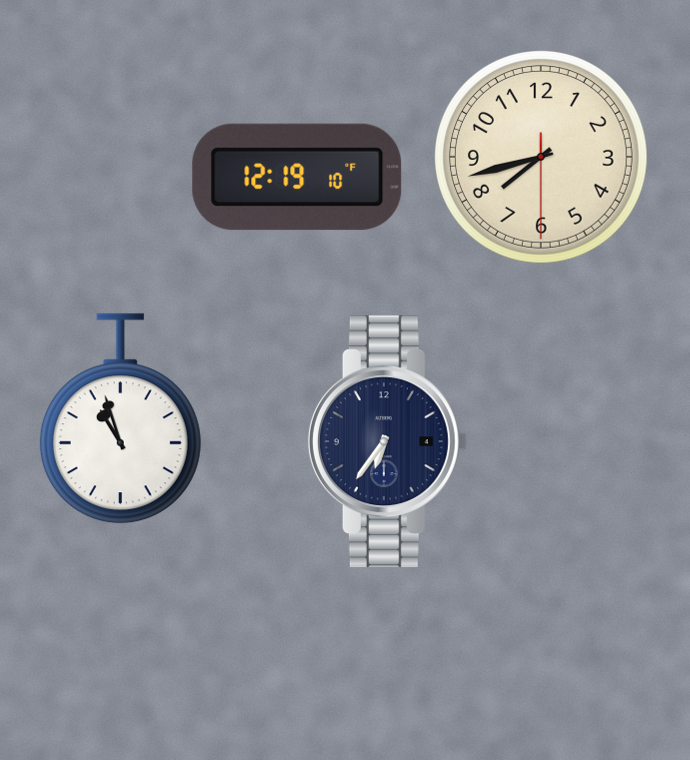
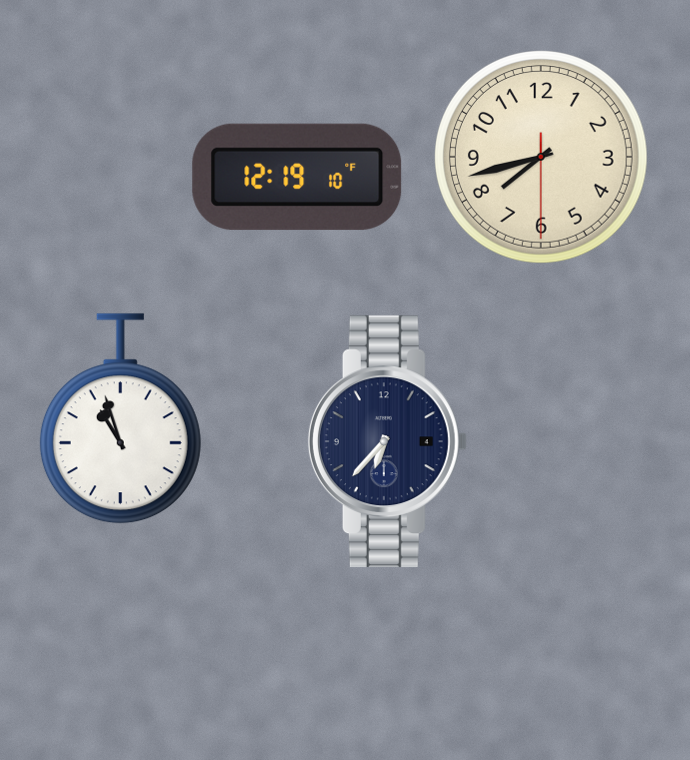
clock at (387, 442): 6:36 -> 6:37
